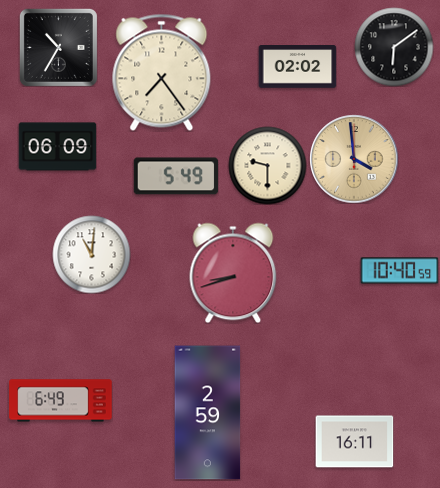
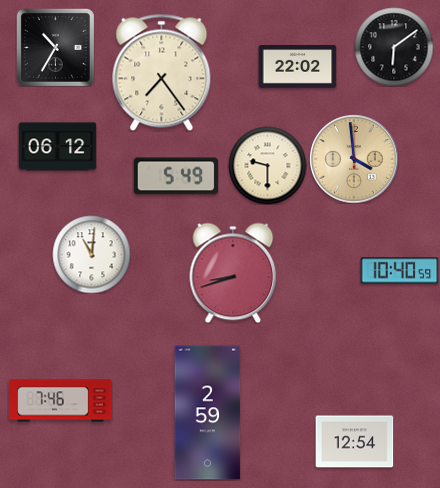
clock at (58, 47) position: (58, 47) -> (55, 47)
clock at (297, 67): 02:02 -> 22:02
clock at (57, 147): 06:09 -> 06:12
clock at (61, 401): 6:49 -> 7:46
clock at (354, 442): 16:11 -> 12:54
